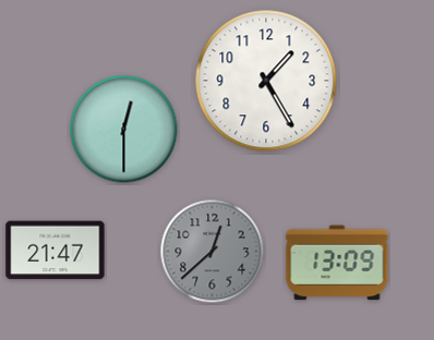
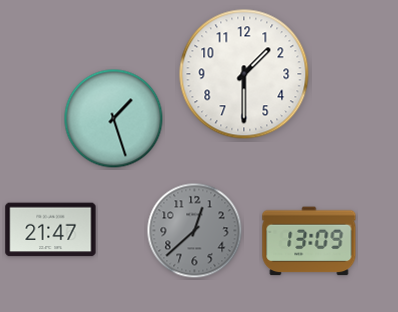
clock at (266, 81): 1:25 -> 1:30
clock at (124, 130): 12:30 -> 1:27
